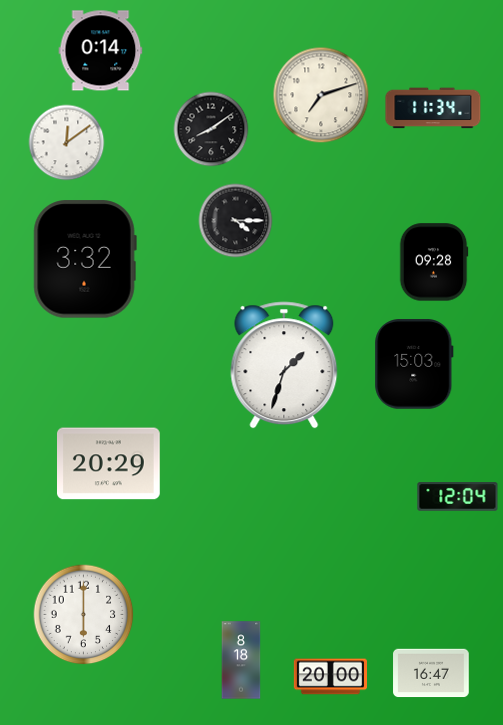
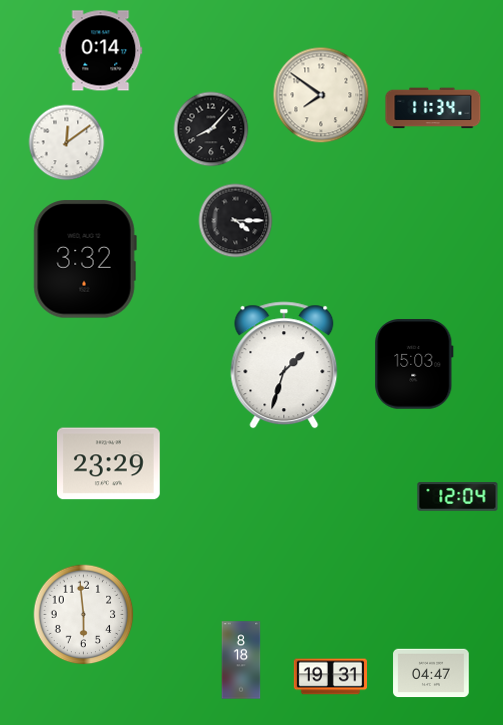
clock at (321, 95): 7:12 -> 7:51
clock at (211, 129): 8:09 -> 8:07
clock at (434, 262): 09:28 -> none
clock at (109, 464): 20:29 -> 23:29
clock at (84, 615): 6:00 -> 5:59
clock at (431, 673): 16:47 -> 04:47
clock at (330, 677): 20:00 -> 19:31
